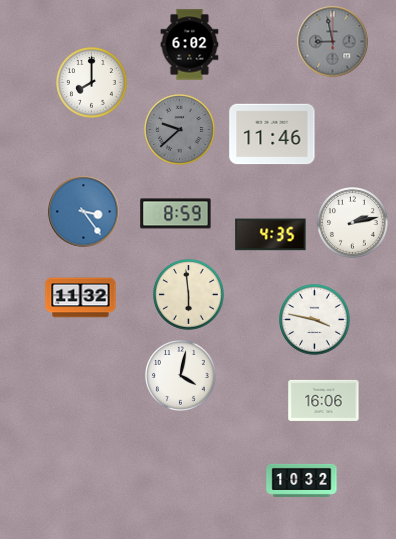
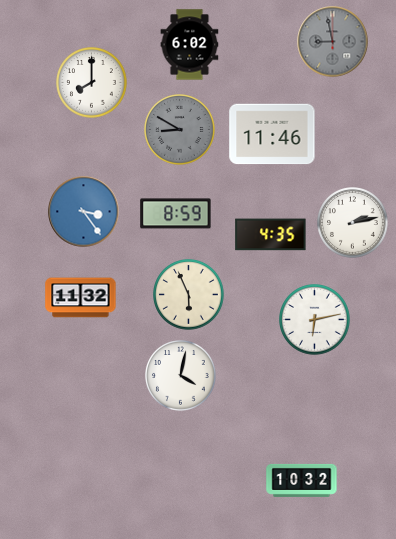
clock at (180, 130): 9:38 -> 8:50
clock at (189, 295): 5:59 -> 5:56
clock at (315, 320): 3:47 -> 6:13
clock at (324, 400): 16:06 -> none
